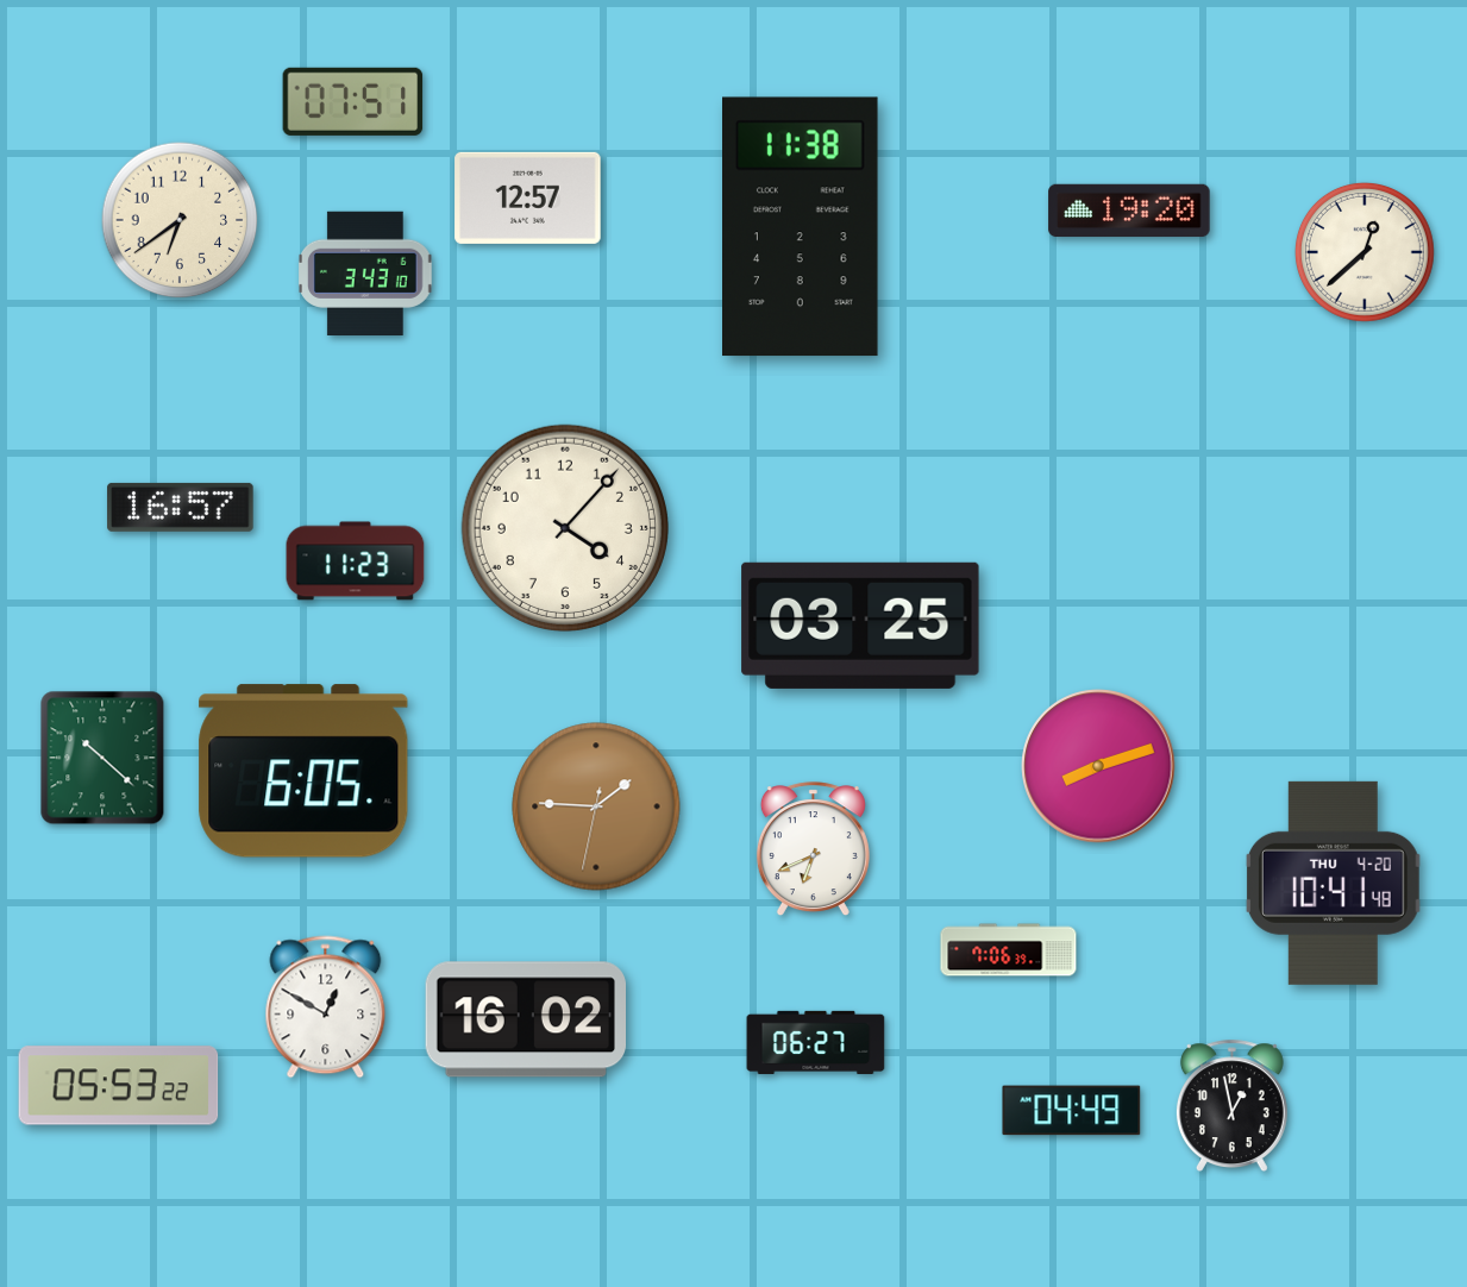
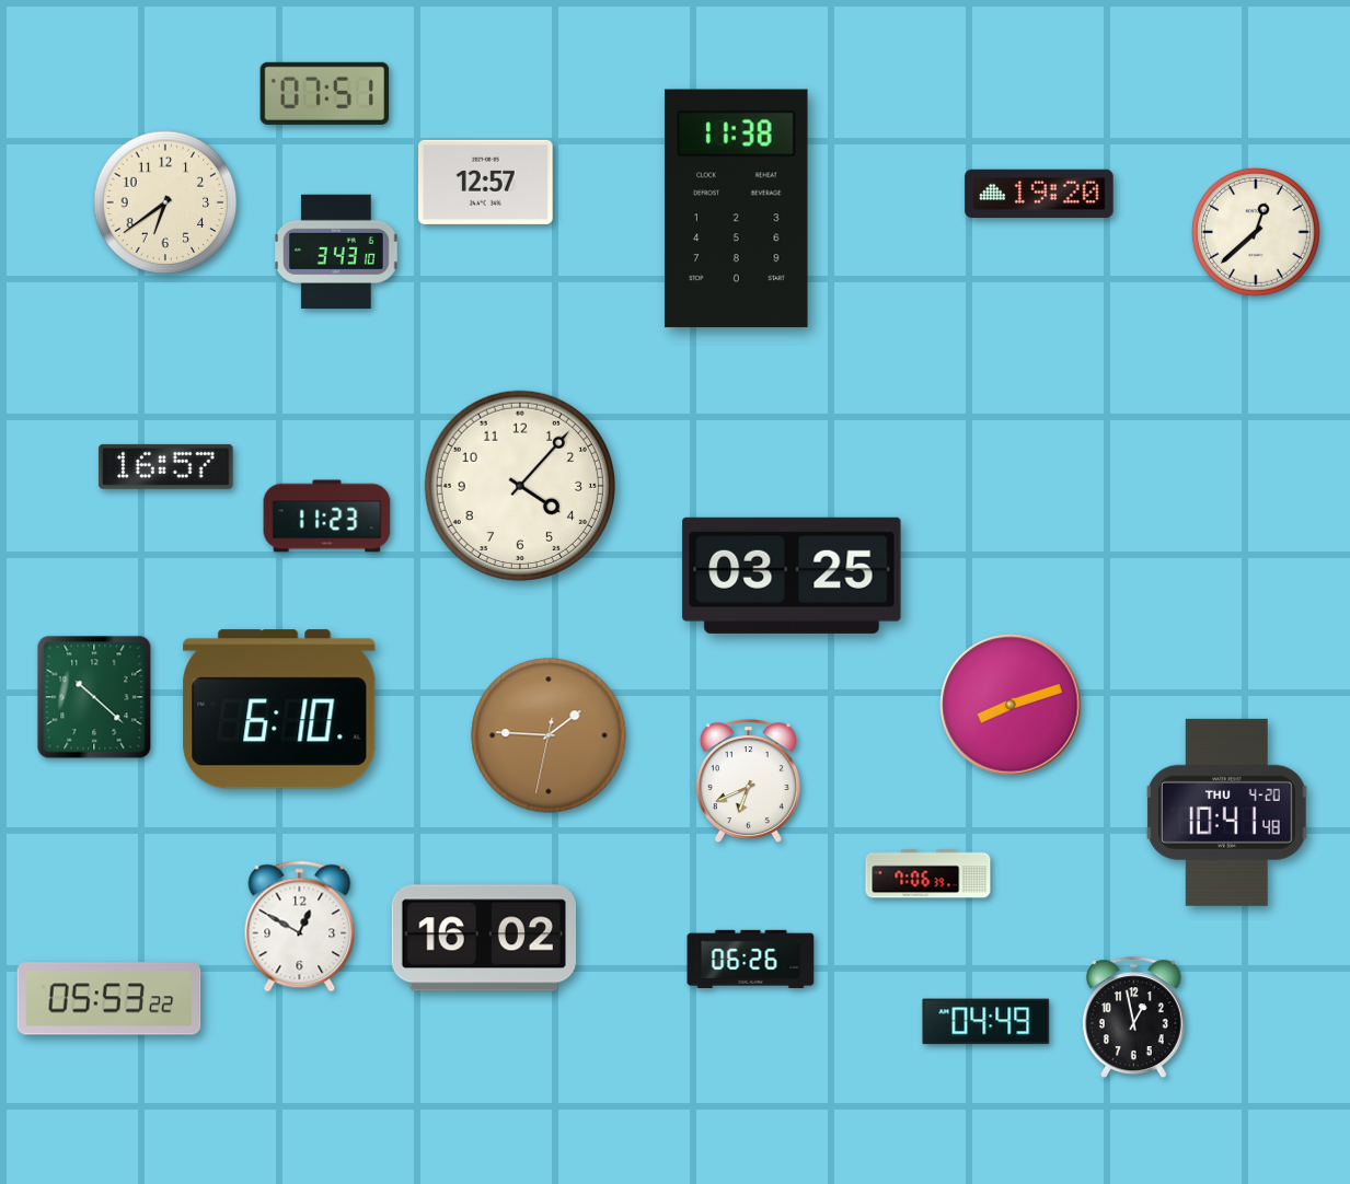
clock at (303, 771): 6:05 -> 6:10
clock at (596, 806) position: (596, 806) -> (549, 735)
clock at (816, 1042): 06:27 -> 06:26
